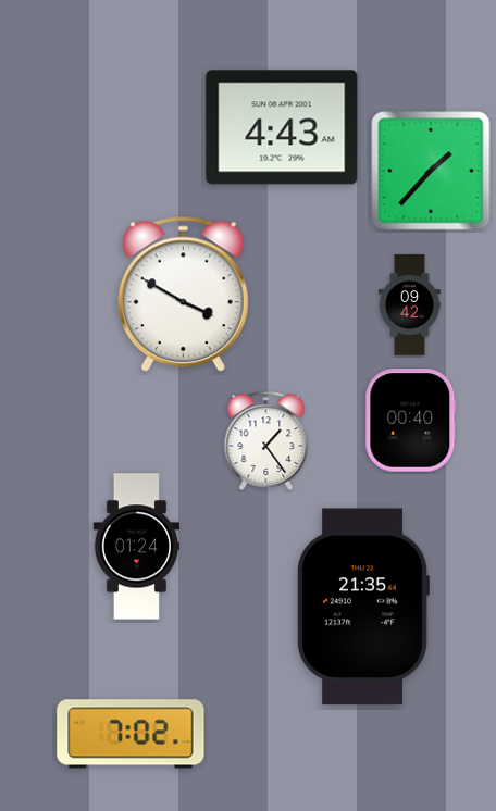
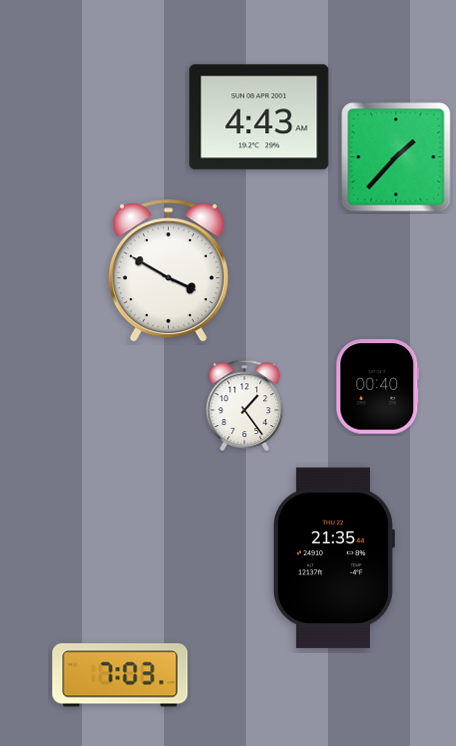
clock at (409, 305): 09:42 -> none
clock at (136, 547): 01:24 -> none
clock at (131, 734): 7:02 -> 7:03
